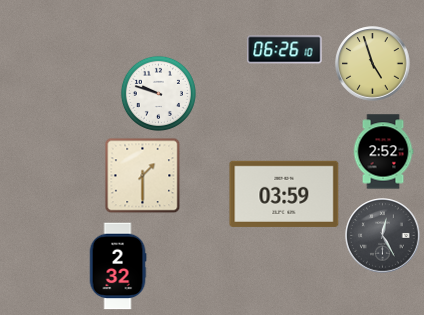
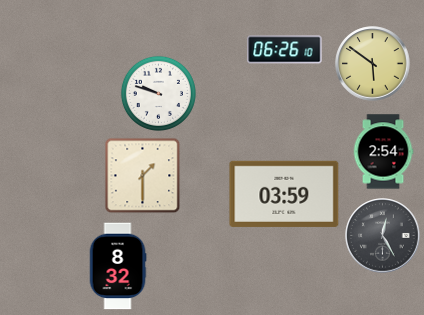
clock at (373, 64): 4:57 -> 5:51
clock at (383, 152): 2:52 -> 2:54
clock at (118, 266): 2:32 -> 8:32
